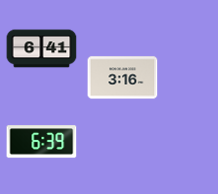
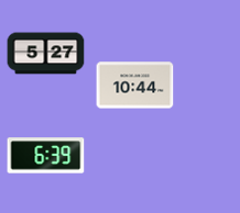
clock at (42, 49): 6:41 -> 5:27
clock at (123, 78): 3:16 -> 10:44
